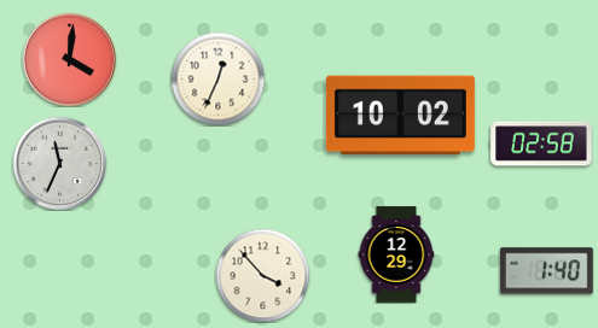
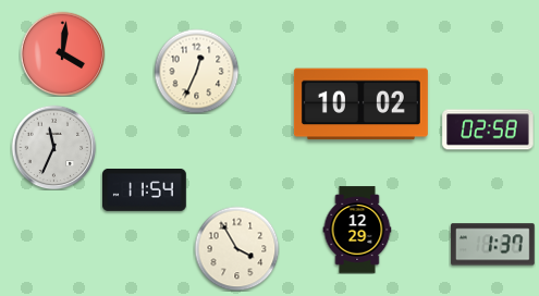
clock at (145, 189): none -> 11:54
clock at (546, 271): 1:40 -> 1:37
clock at (262, 275): 3:53 -> 3:55
